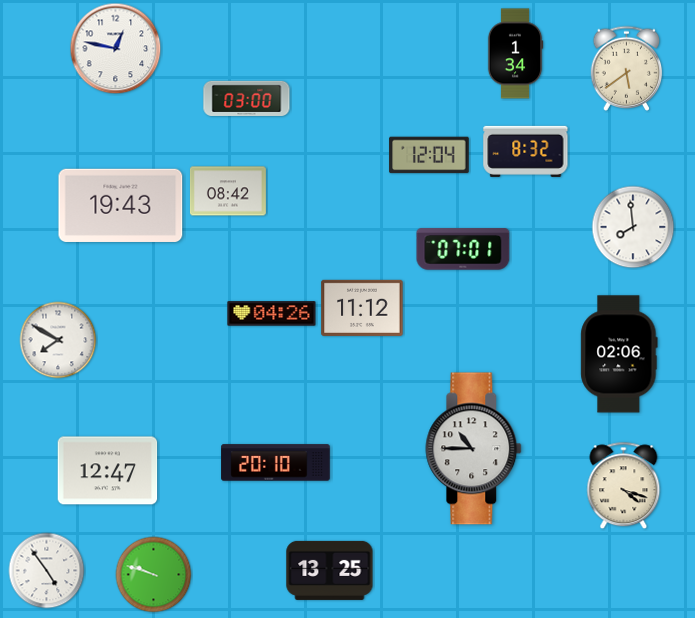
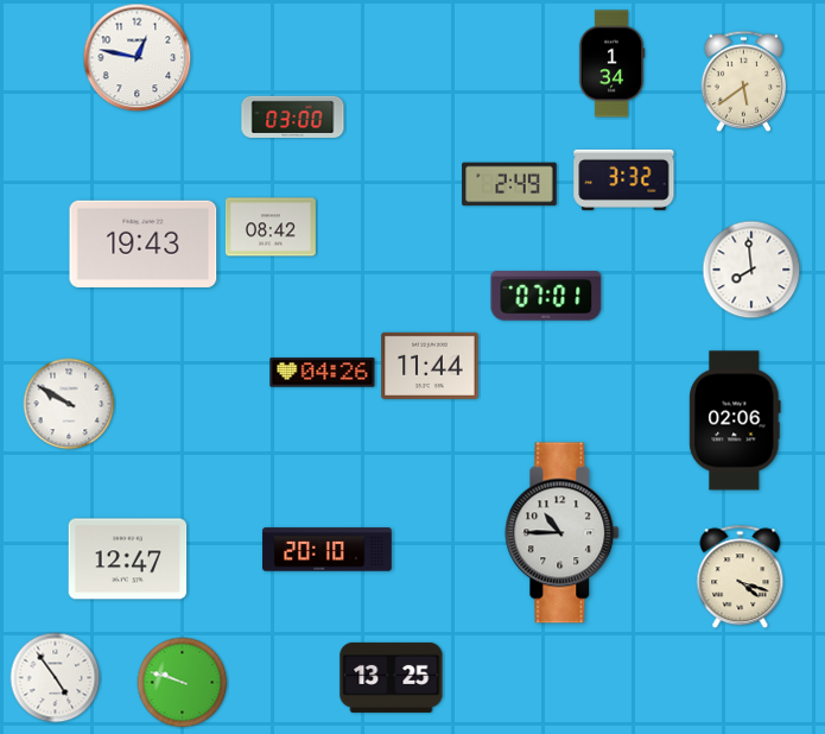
clock at (526, 151): 8:32 -> 3:32
clock at (429, 155): 12:04 -> 2:49
clock at (463, 249) position: (463, 249) -> (546, 296)
clock at (362, 308): 11:12 -> 11:44
clock at (58, 340): 7:50 -> 9:50
